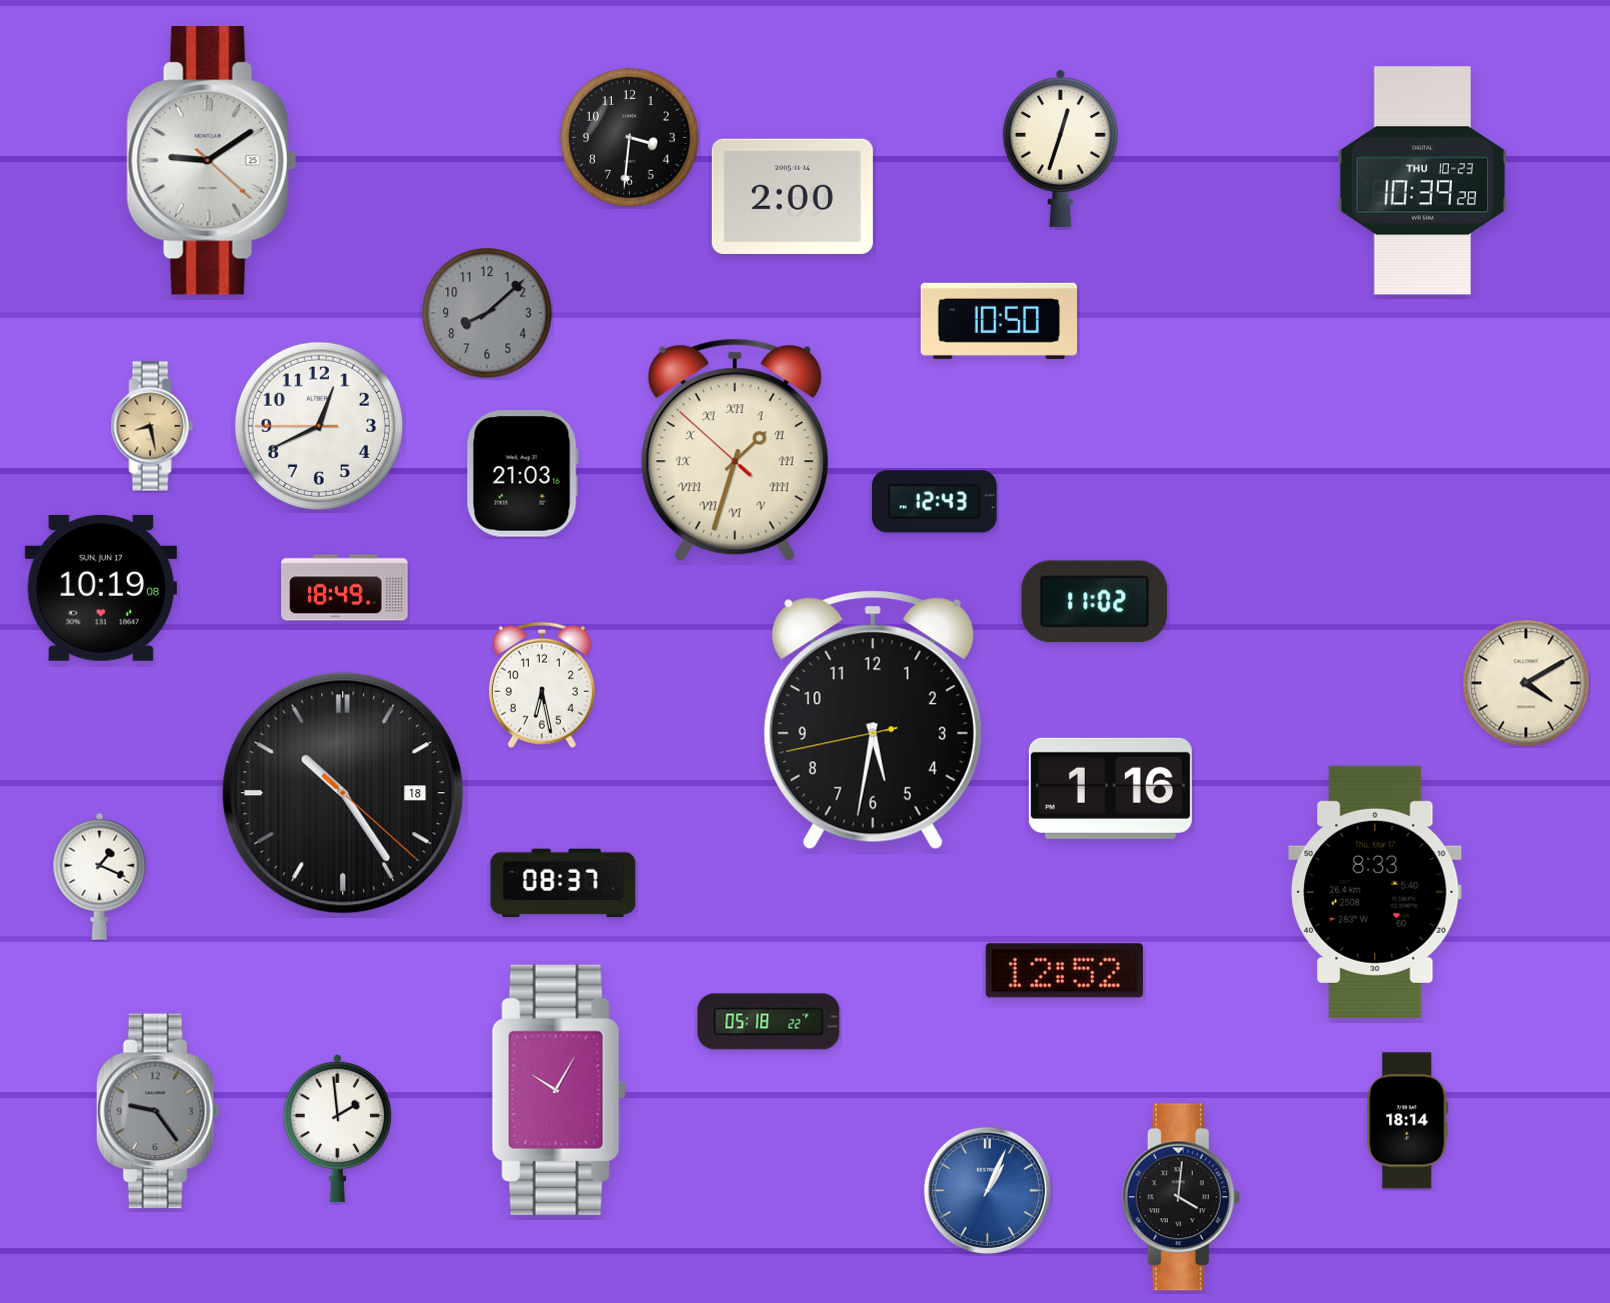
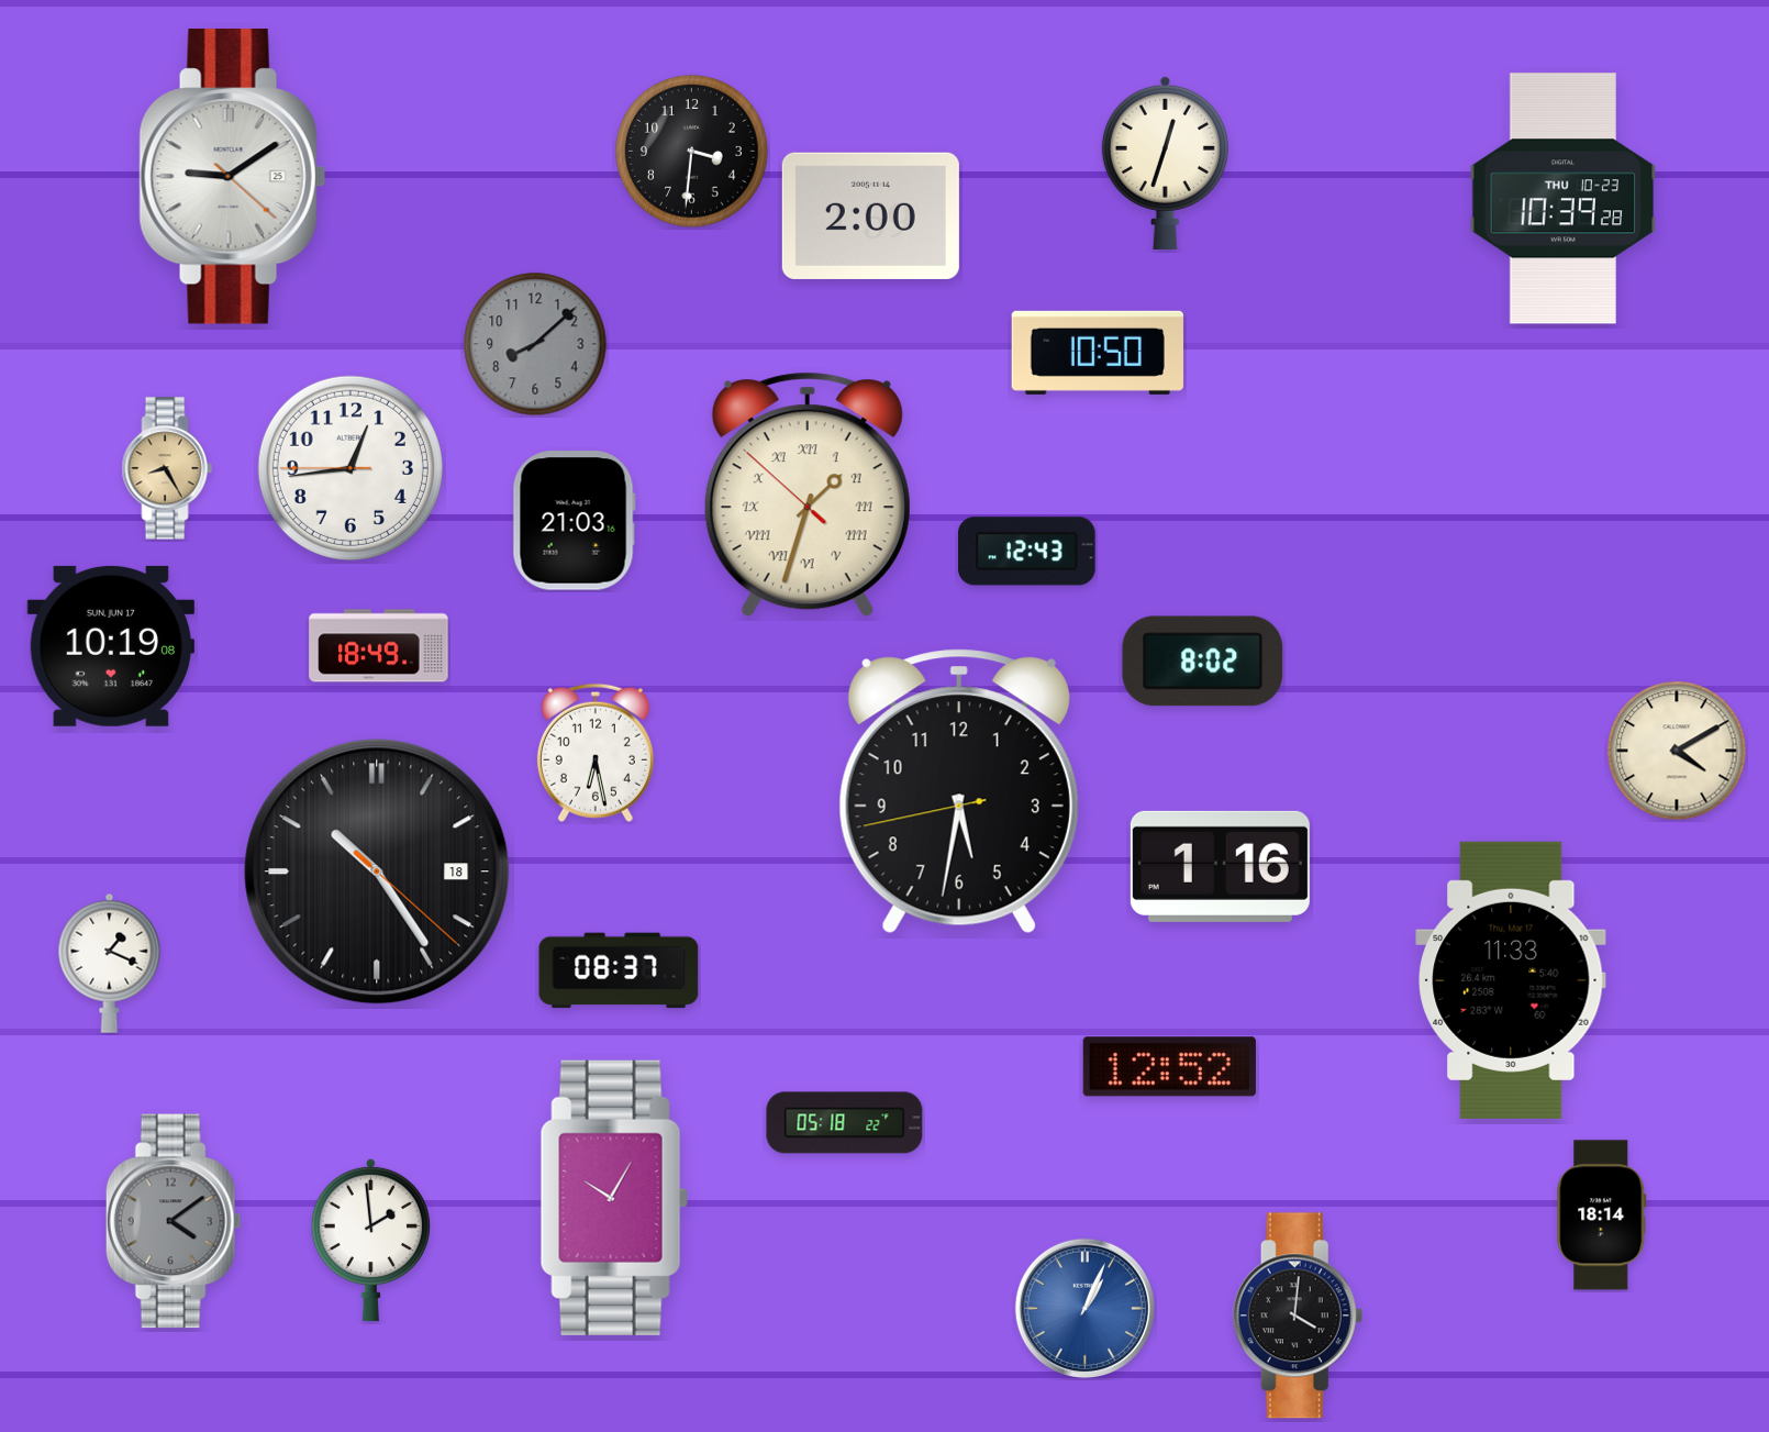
clock at (152, 426): 8:28 -> 8:25
clock at (319, 426): 12:40 -> 12:43
clock at (1095, 602): 11:02 -> 8:02
clock at (1375, 892): 8:33 -> 11:33
clock at (158, 1111): 9:24 -> 4:09
clock at (1408, 1121) position: (1408, 1121) -> (1602, 1215)
